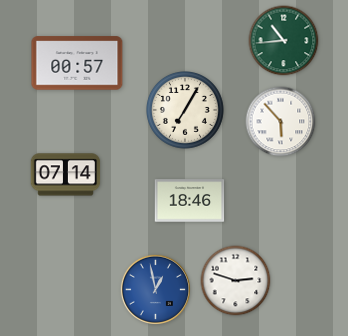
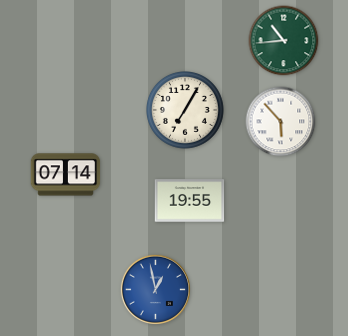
clock at (77, 63): 00:57 -> none
clock at (190, 201): 18:46 -> 19:55
clock at (236, 281): 2:48 -> none
